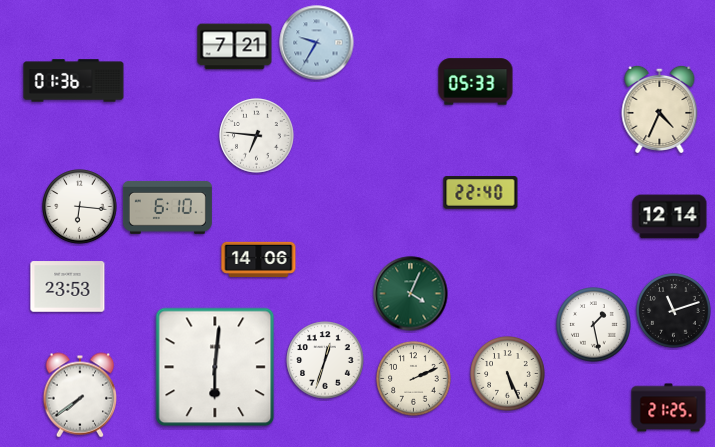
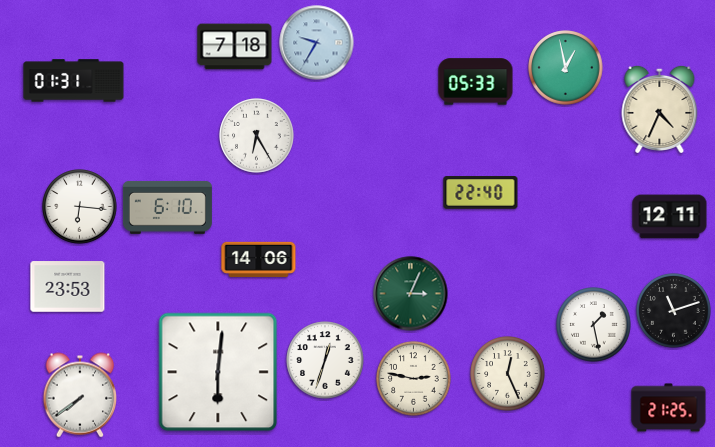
clock at (235, 47): 7:21 -> 7:18
clock at (566, 68): none -> 12:58
clock at (74, 81): 01:36 -> 01:31
clock at (257, 136): 6:46 -> 6:25
clock at (670, 217): 12:14 -> 12:11
clock at (411, 294): 4:04 -> 3:04
clock at (215, 367) position: (215, 367) -> (218, 372)
clock at (508, 374): 5:26 -> 12:26
clock at (414, 379): 2:11 -> 2:47
